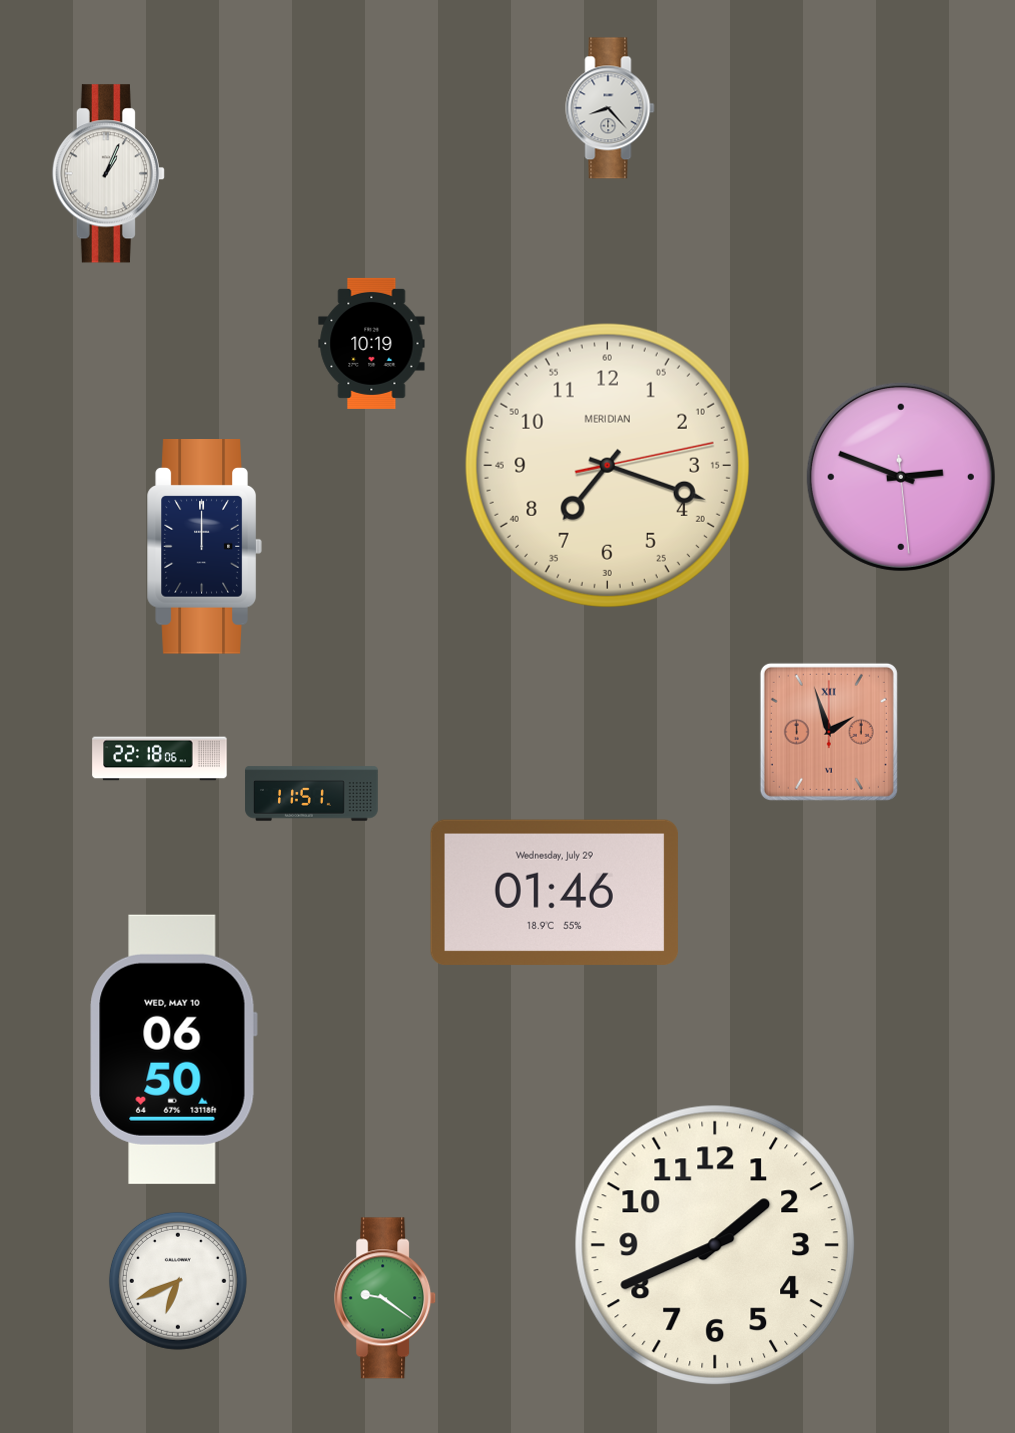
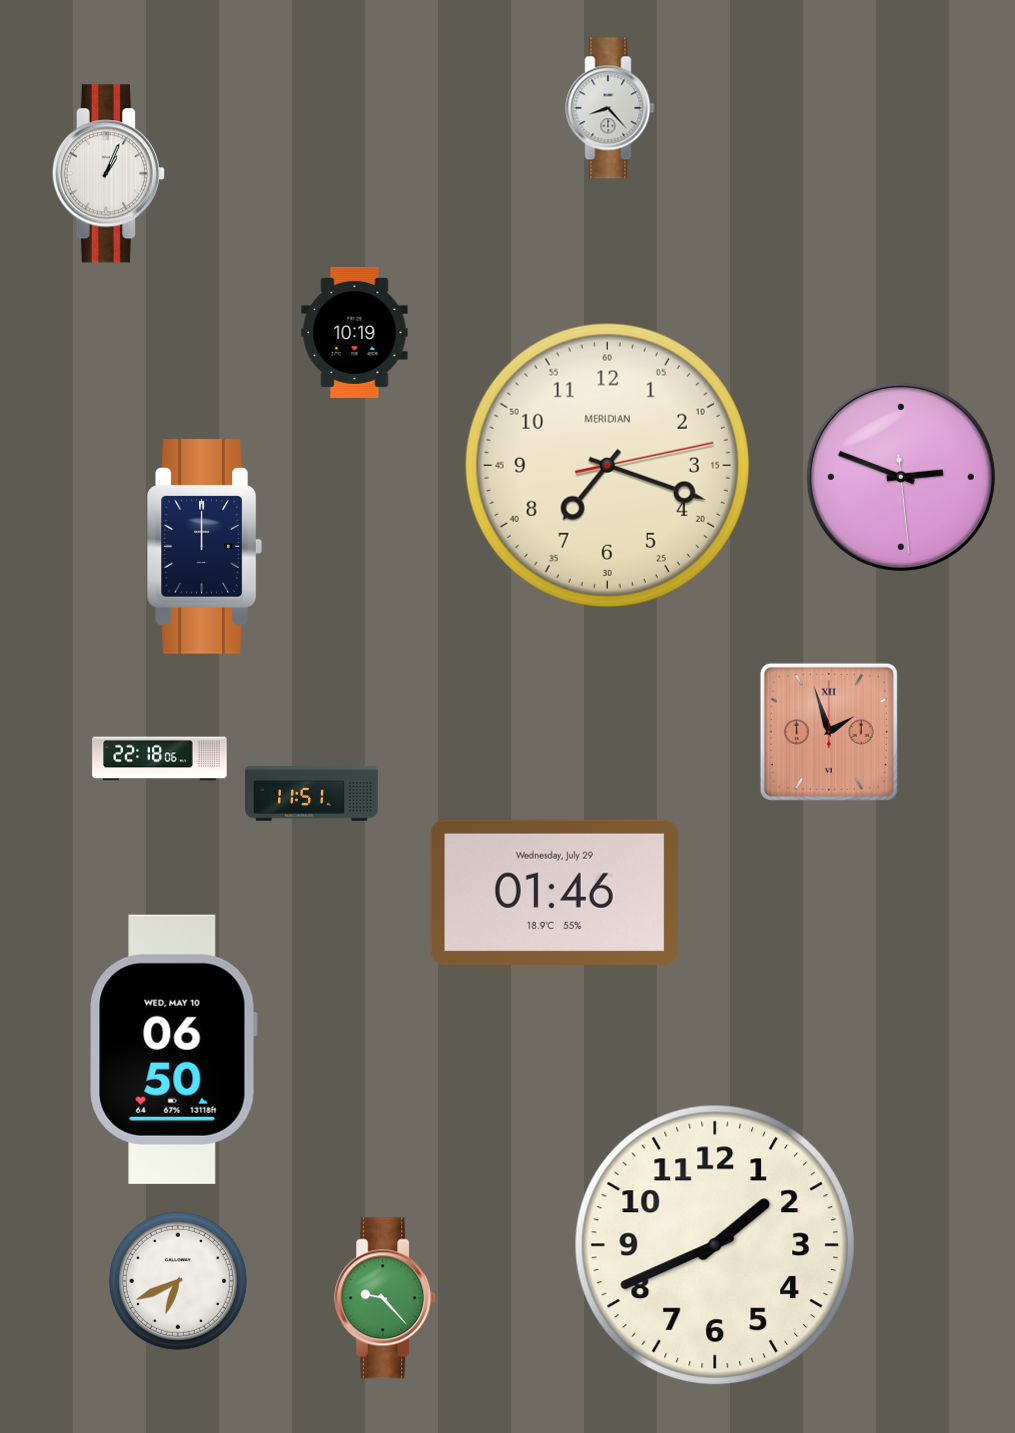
clock at (372, 343) position: (372, 343) -> (355, 332)
clock at (386, 1298): 9:21 -> 9:23
